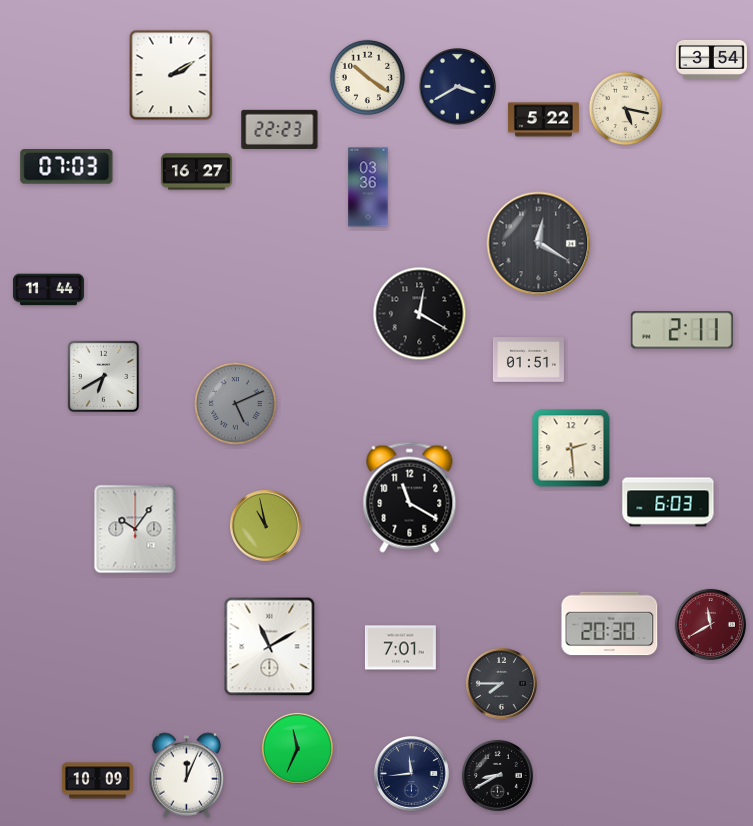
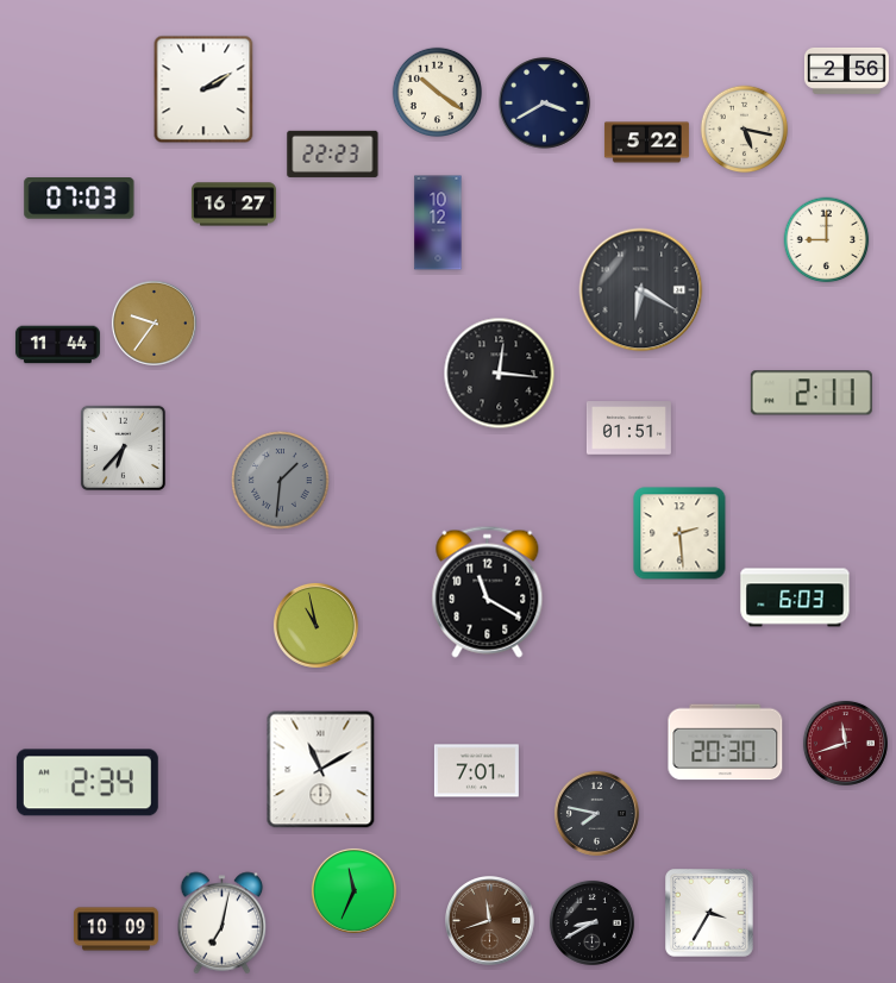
clock at (711, 59): 3:54 -> 2:56
clock at (368, 187): 03:36 -> 10:12
clock at (827, 240): none -> 9:00
clock at (539, 244): 12:20 -> 6:20
clock at (153, 323): none -> 9:36
clock at (420, 314): 12:20 -> 12:16
clock at (103, 376): 6:40 -> 6:37
clock at (236, 404): 5:11 -> 1:31
clock at (135, 529): 10:06 -> none
clock at (710, 624): 11:40 -> 11:42
clock at (87, 783): none -> 2:34
clock at (501, 683): 7:45 -> 7:47
clock at (710, 914): none -> 3:35
clock at (412, 774): 11:44 -> 11:42
clock at (412, 774) dial: navy -> brown
clock at (187, 776): 12:04 -> 7:02
